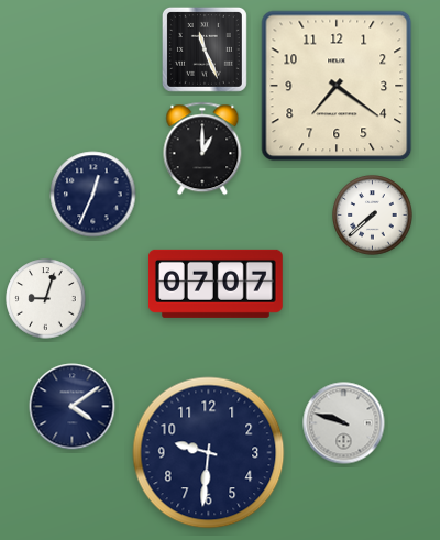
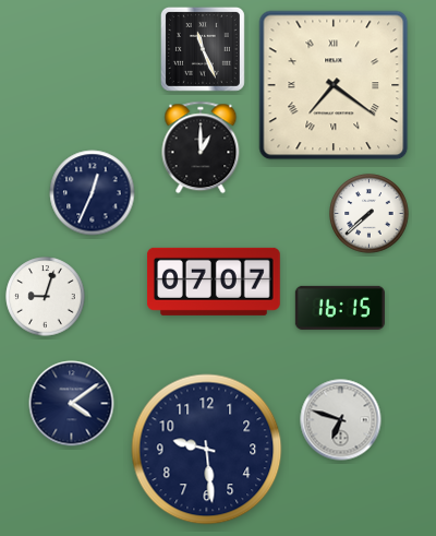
clock at (337, 86) numerals: Arabic -> Roman
clock at (340, 308): none -> 16:15
clock at (344, 423): 9:48 -> 6:48
clock at (209, 453): 9:31 -> 9:29
